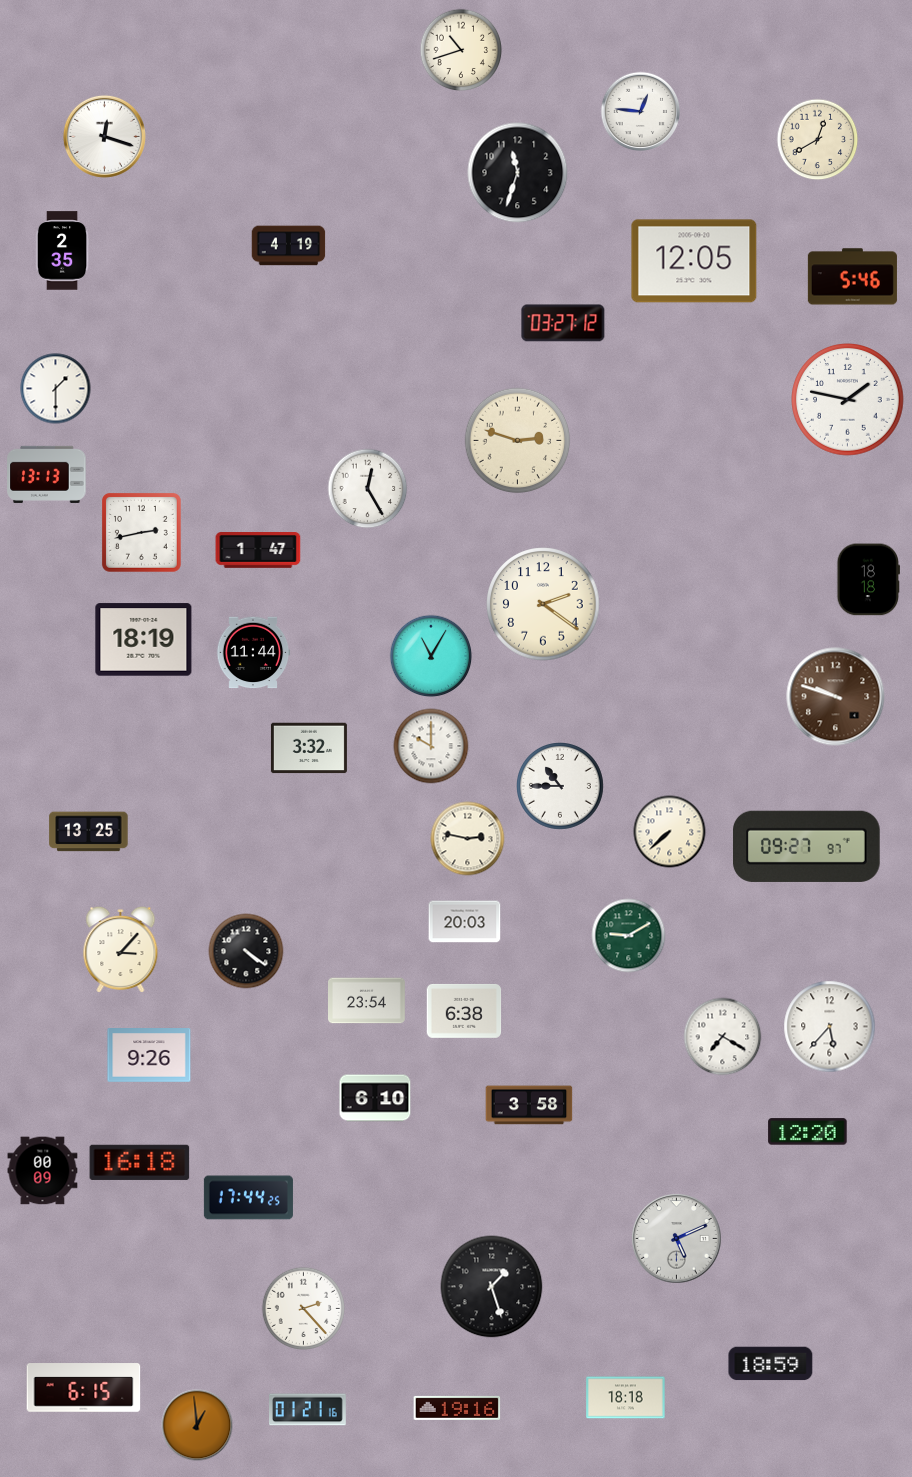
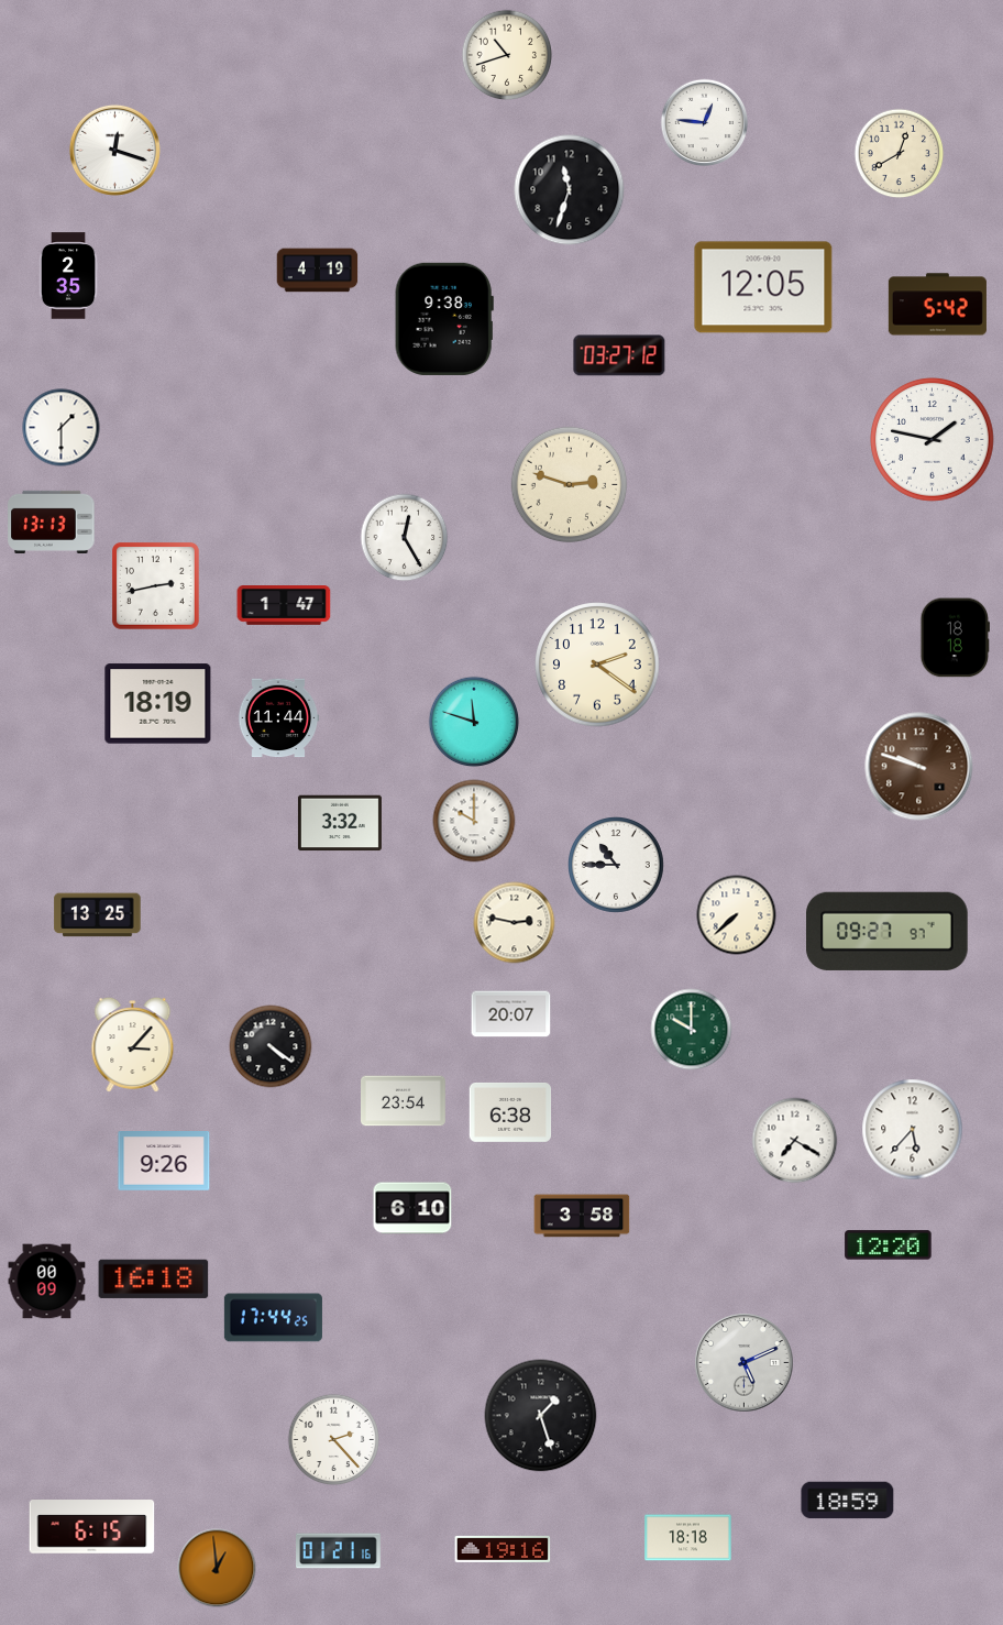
clock at (852, 277): 5:46 -> 5:42
clock at (444, 319): none -> 9:38
clock at (431, 656): 11:05 -> 11:48
clock at (465, 922): 20:03 -> 20:07
clock at (629, 936): 9:10 -> 10:00
clock at (43, 1171) position: (43, 1171) -> (47, 1282)
